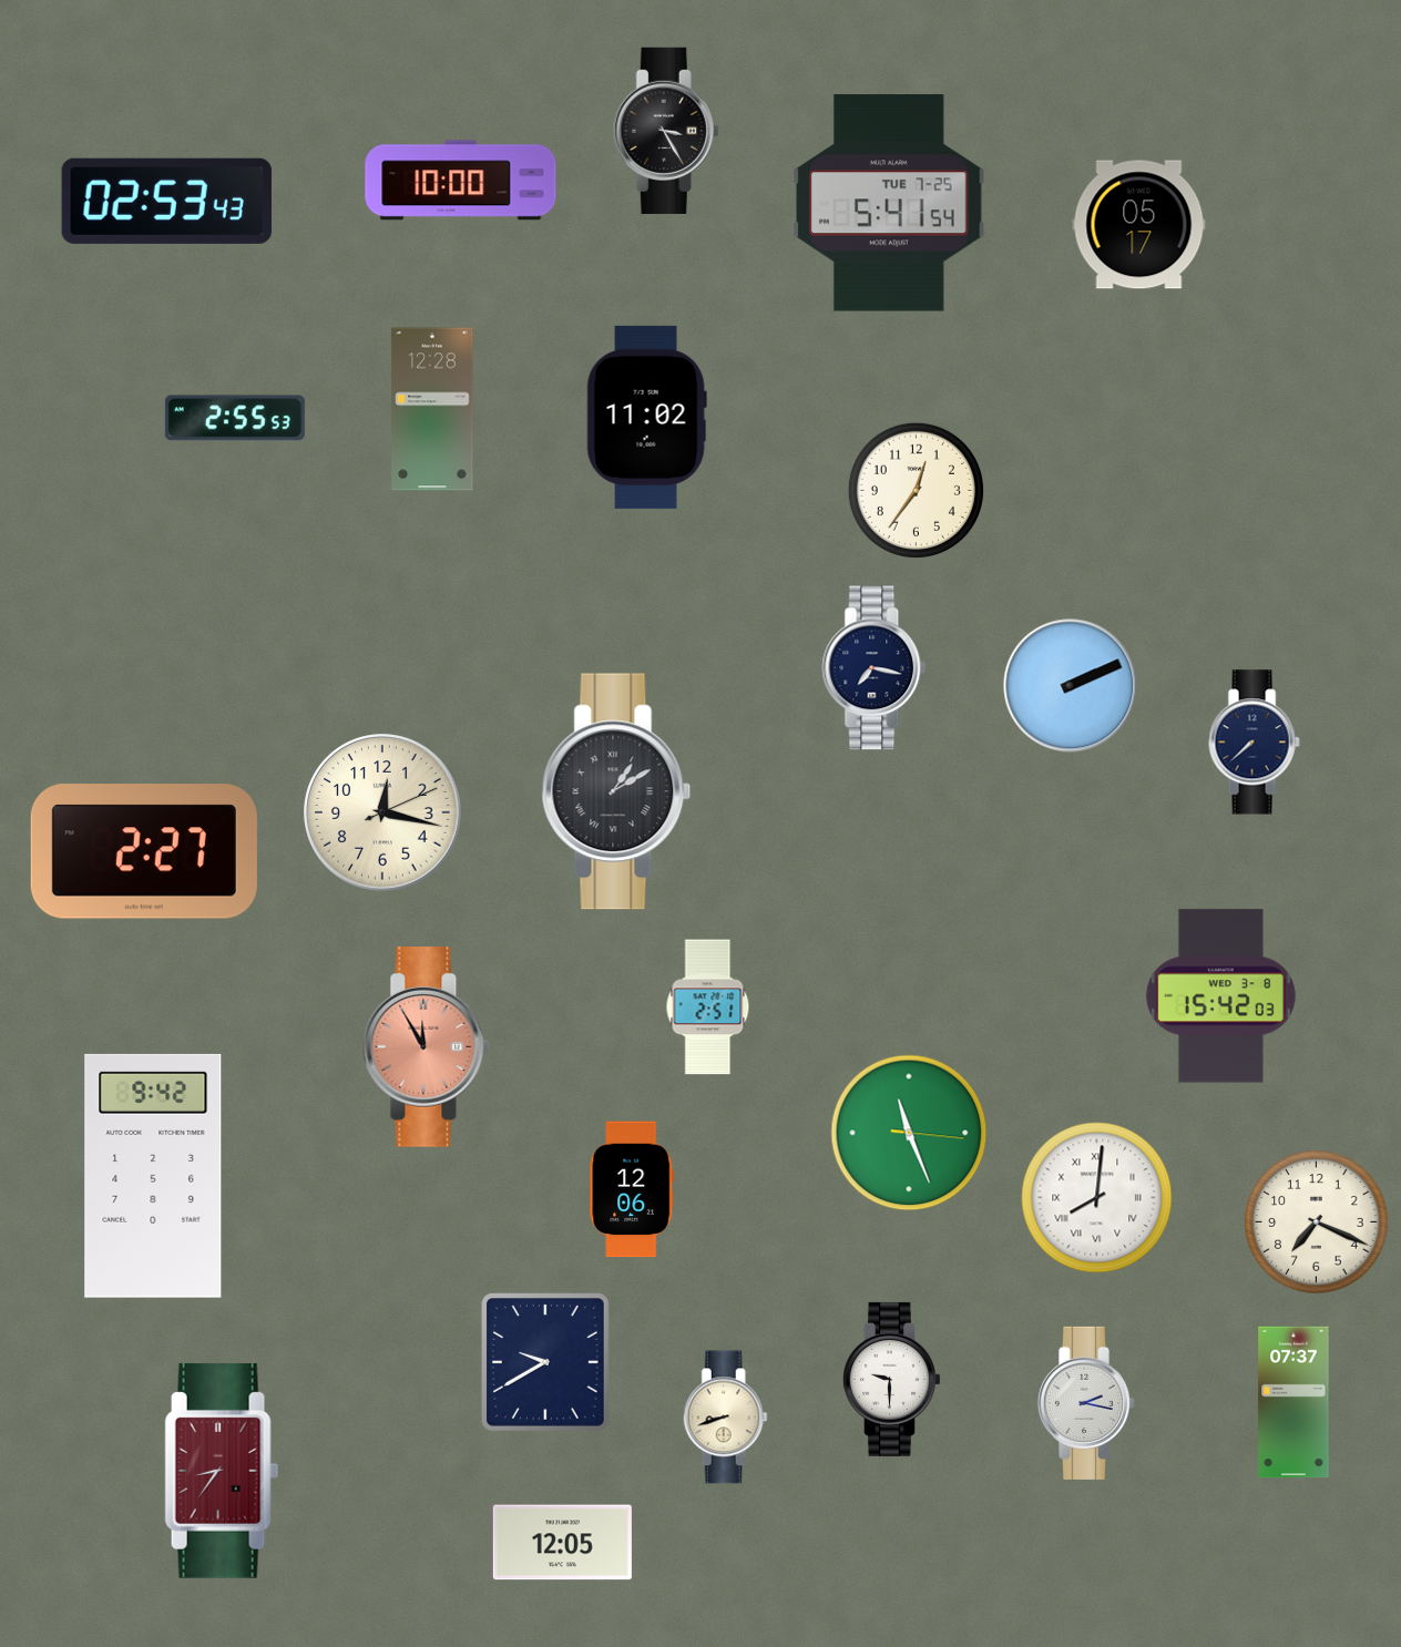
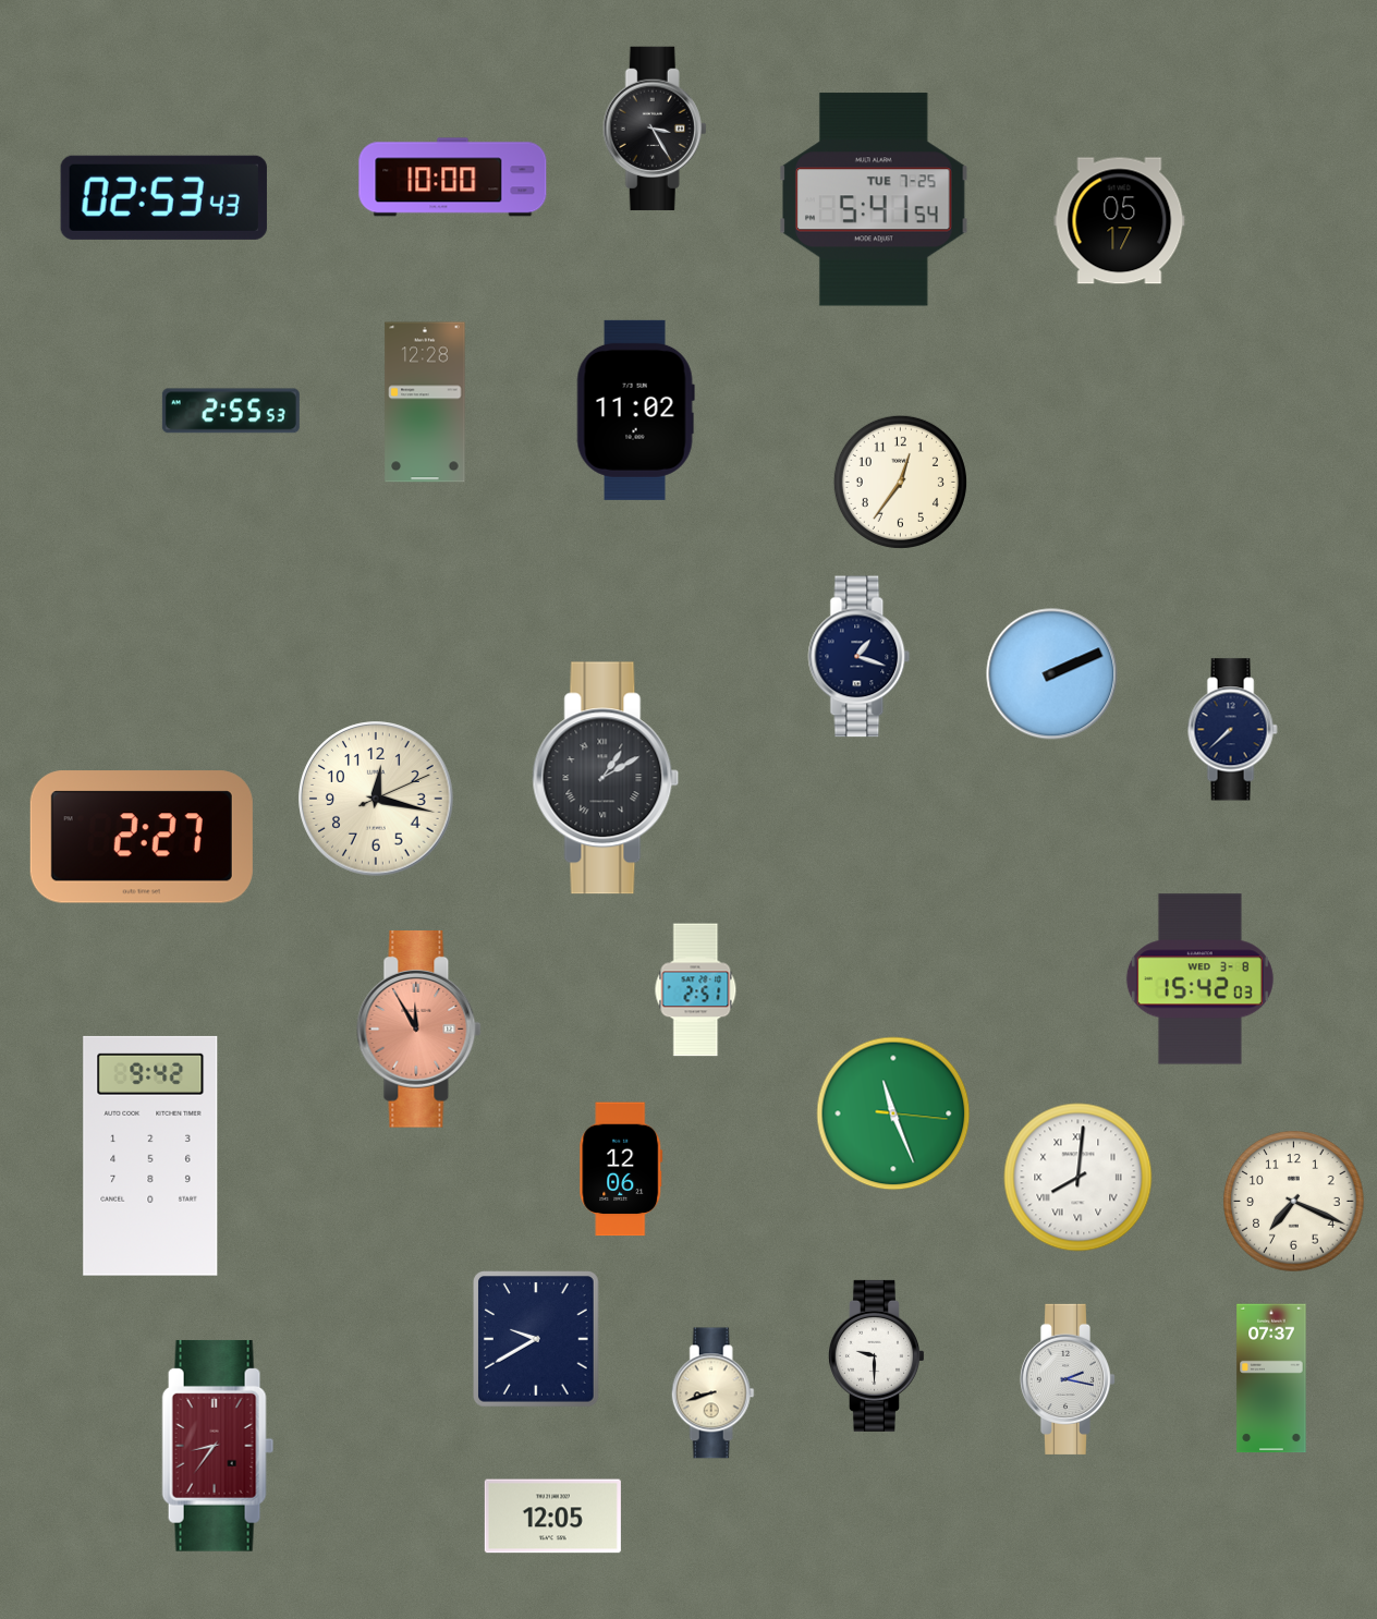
clock at (875, 668): 7:17 -> 1:18
